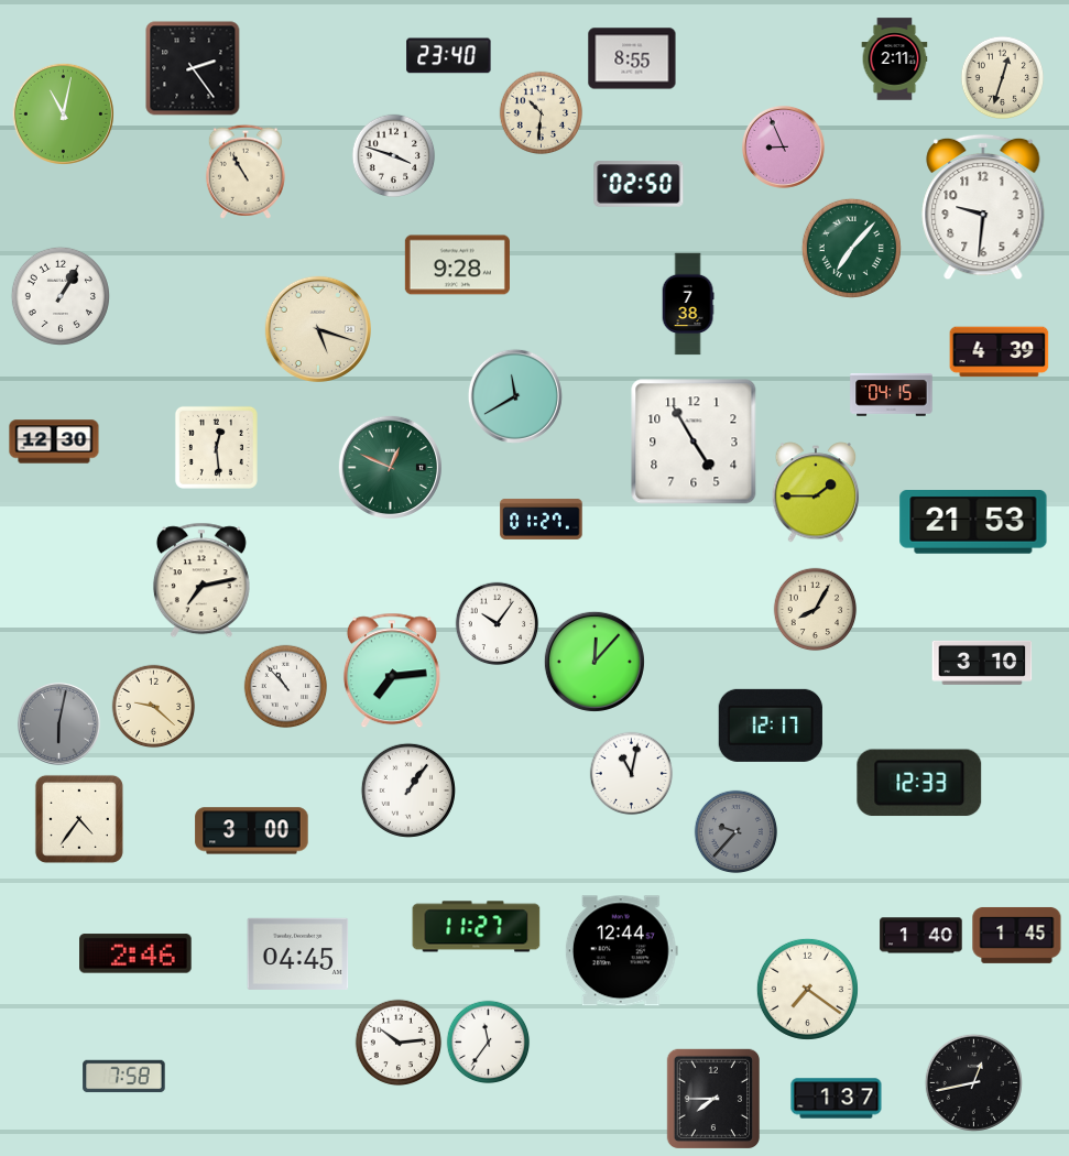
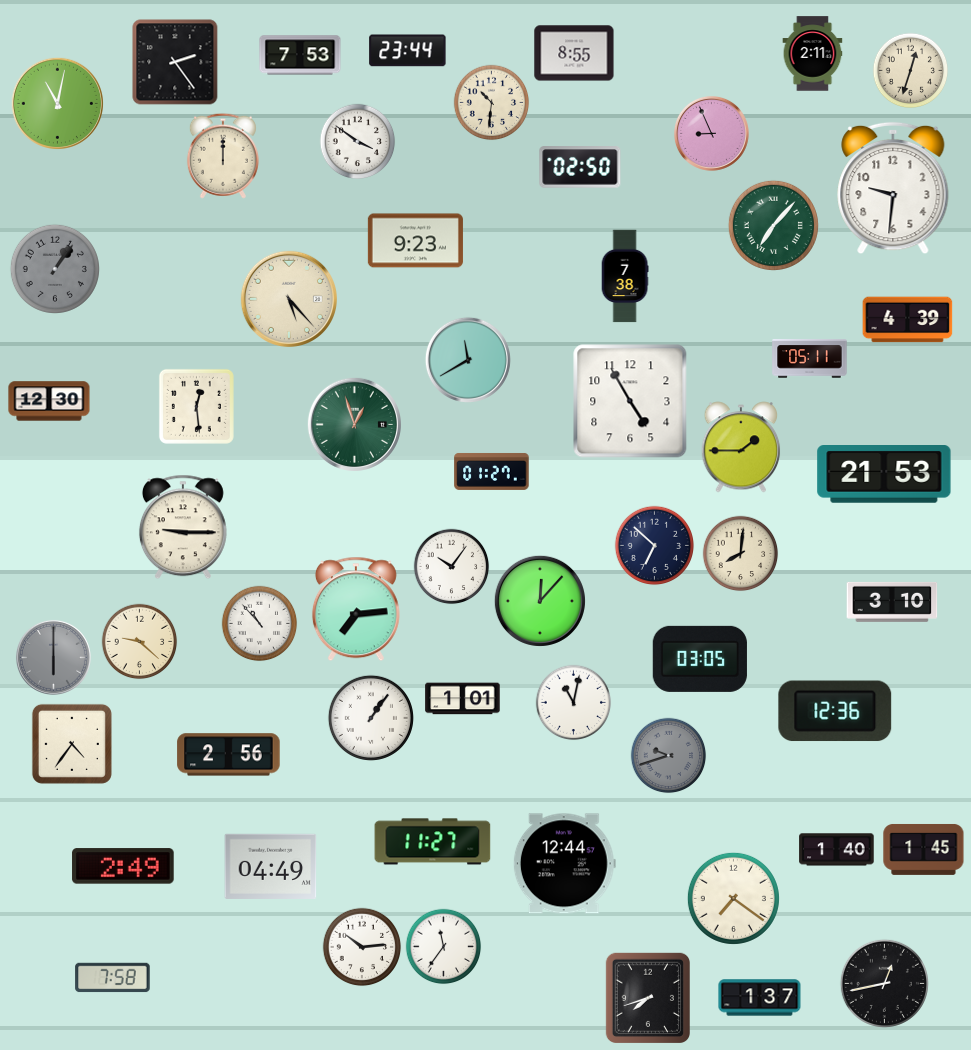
clock at (449, 56): 23:40 -> 23:44
clock at (300, 55): none -> 7:53
clock at (394, 156): 3:48 -> 3:51
clock at (246, 172): 10:55 -> 12:00
clock at (457, 265): 9:28 -> 9:23
clock at (61, 296): 1:05 -> 1:06
clock at (61, 296) dial: white -> grey
clock at (317, 328): 5:18 -> 5:23
clock at (892, 395): 04:15 -> 05:11
clock at (390, 467): 12:49 -> 12:57
clock at (201, 580): 7:13 -> 9:15
clock at (655, 546): none -> 6:52
clock at (816, 610): 8:05 -> 8:01
clock at (58, 723): 6:02 -> 6:00
clock at (771, 726): 12:17 -> 03:05
clock at (463, 699): none -> 1:01
clock at (919, 783): 12:33 -> 12:36
clock at (252, 831): 3:00 -> 2:56
clock at (737, 832): 9:37 -> 9:42
clock at (135, 953): 2:46 -> 2:49
clock at (298, 953): 04:45 -> 04:49
clock at (712, 1098): 7:45 -> 7:42
